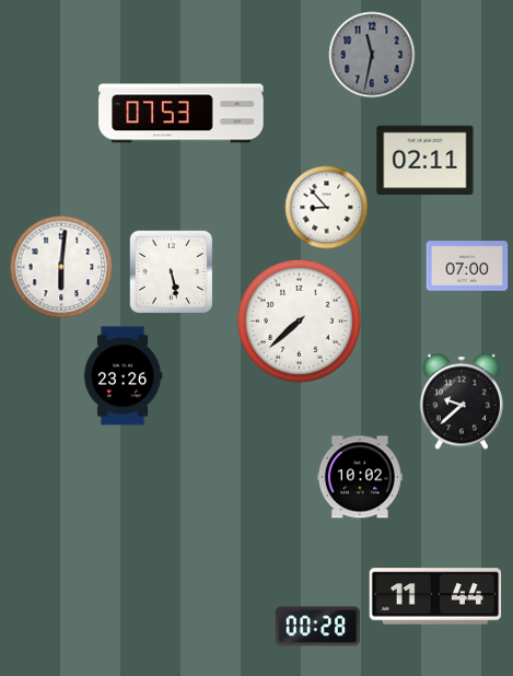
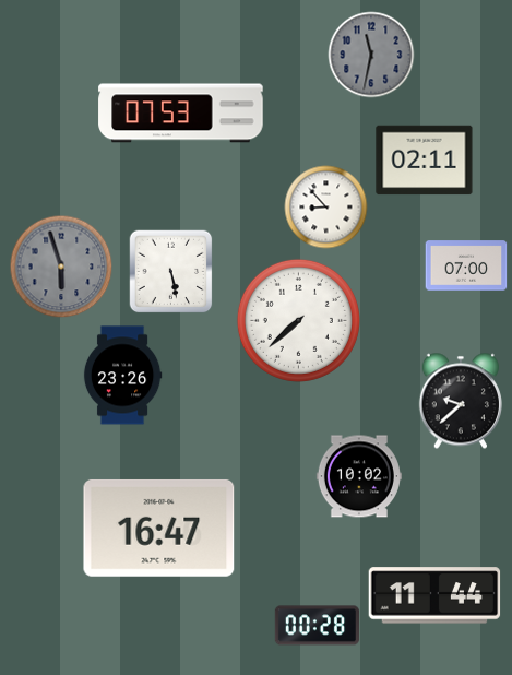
clock at (61, 267): 6:01 -> 5:57
clock at (61, 267) dial: white -> grey
clock at (159, 528): none -> 16:47
